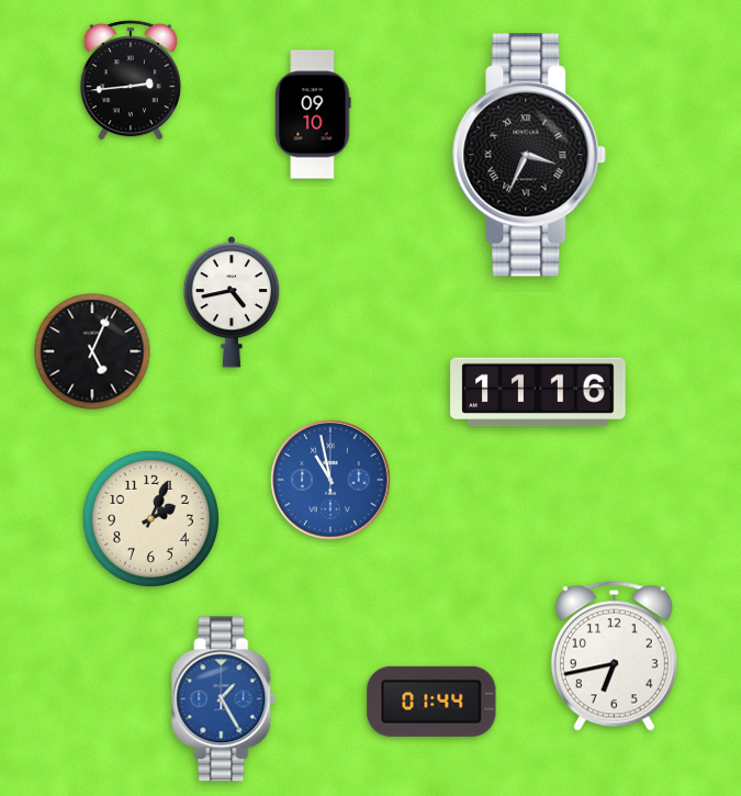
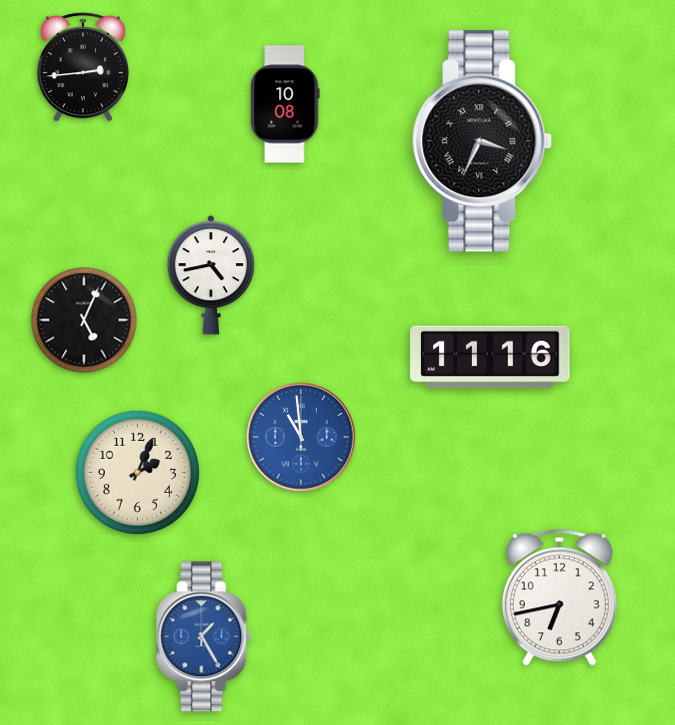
clock at (131, 80) position: (131, 80) -> (83, 67)
clock at (313, 114): 09:10 -> 10:08
clock at (330, 480): 10:58 -> 10:59
clock at (431, 702): 01:44 -> none
